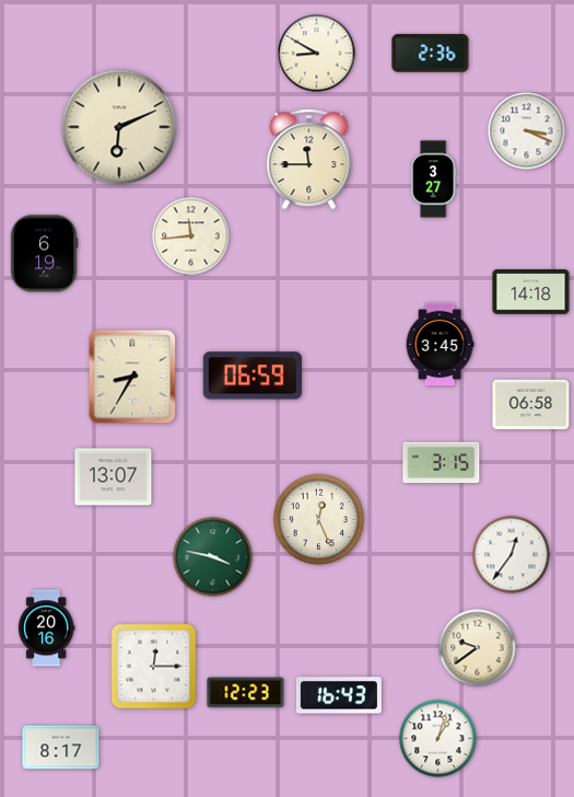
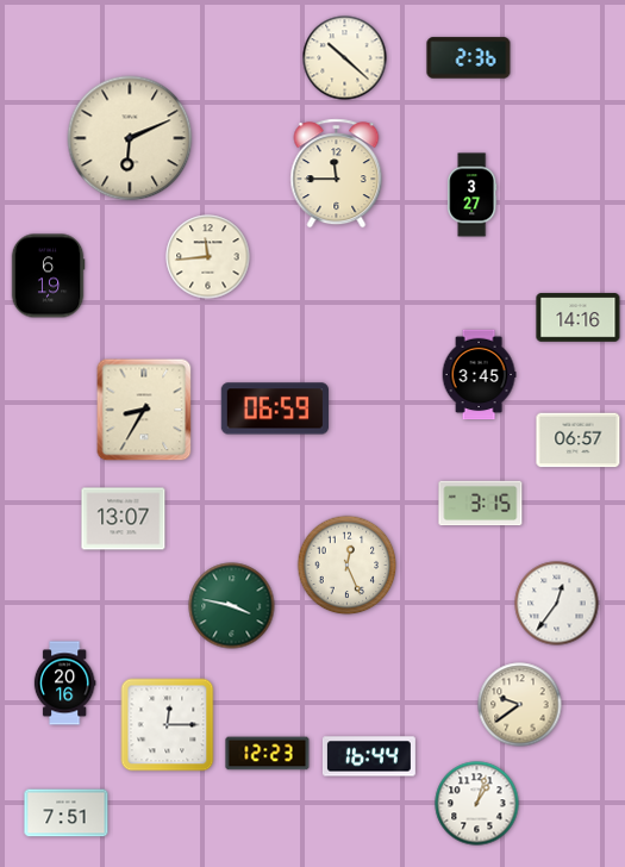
clock at (317, 54): 8:50 -> 10:22
clock at (527, 131): 3:19 -> none
clock at (531, 292): 14:18 -> 14:16
clock at (531, 405): 06:58 -> 06:57
clock at (46, 628) position: (46, 628) -> (64, 684)
clock at (339, 695): 16:43 -> 16:44
clock at (61, 748): 8:17 -> 7:51
